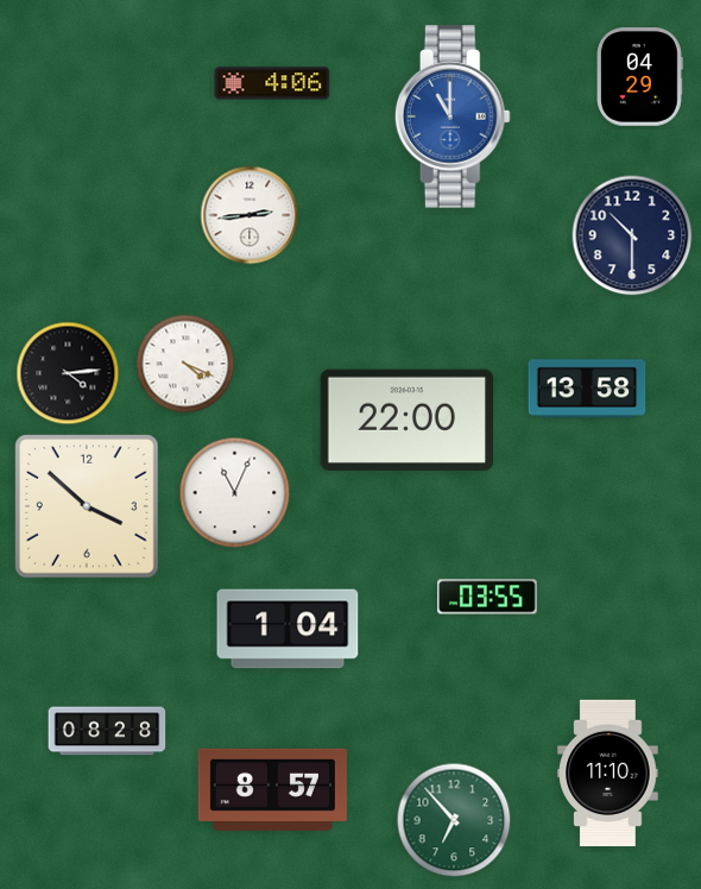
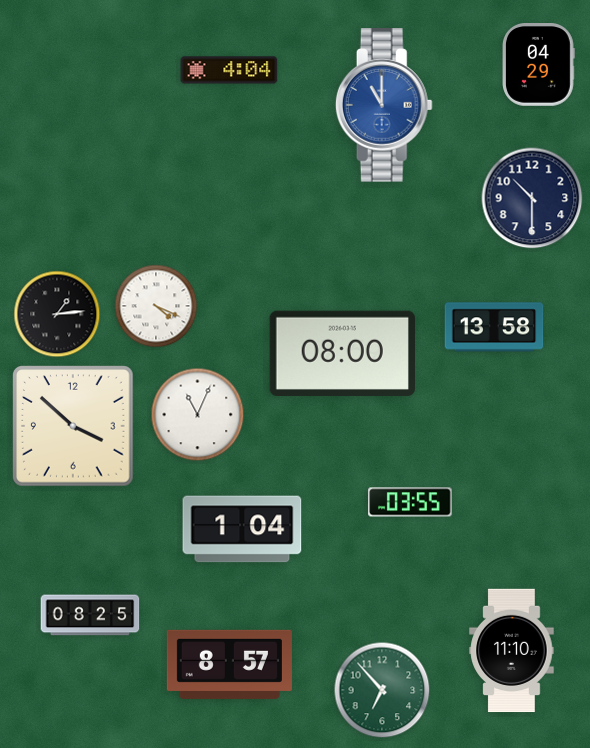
clock at (272, 83): 4:06 -> 4:04
clock at (453, 116) position: (453, 116) -> (384, 105)
clock at (250, 215): 2:44 -> none
clock at (68, 373): 4:14 -> 1:14
clock at (406, 420): 22:00 -> 08:00
clock at (107, 731): 08:28 -> 08:25
